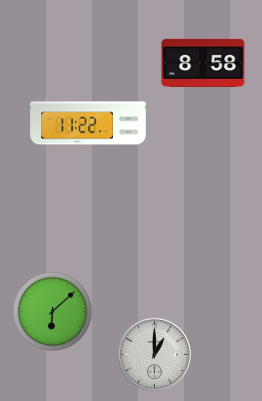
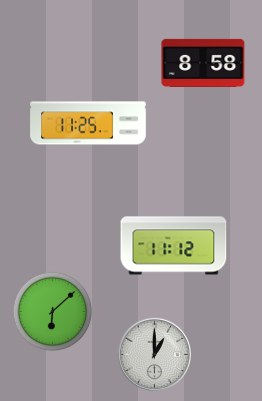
clock at (88, 123): 11:22 -> 11:25
clock at (174, 246): none -> 11:12
